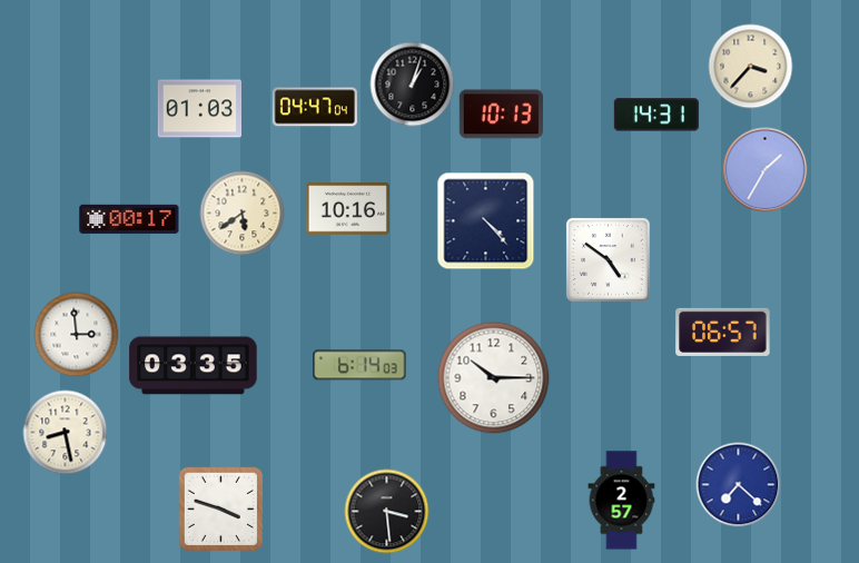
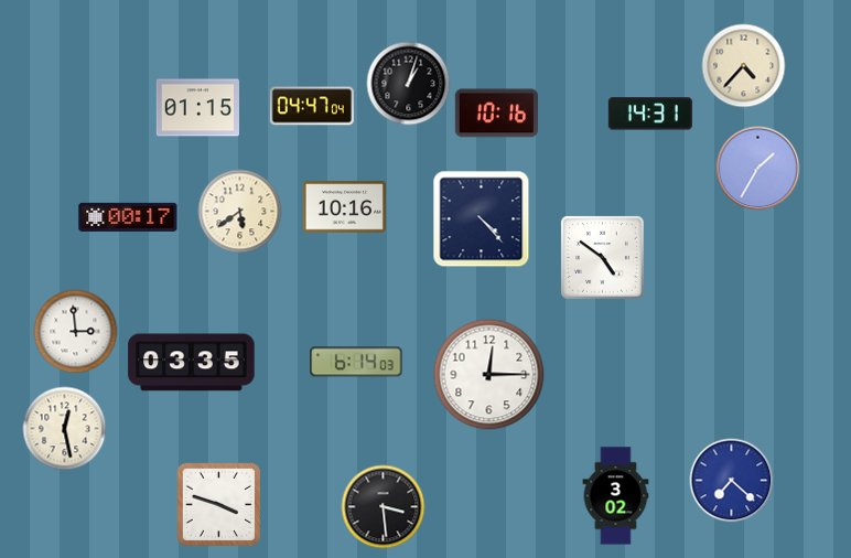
clock at (751, 67): 3:37 -> 4:37
clock at (199, 109): 01:03 -> 01:15
clock at (501, 115): 10:13 -> 10:16
clock at (723, 332): 06:57 -> none
clock at (494, 378): 10:15 -> 12:15
clock at (66, 433): 8:28 -> 12:28
clock at (622, 501): 2:57 -> 3:02
